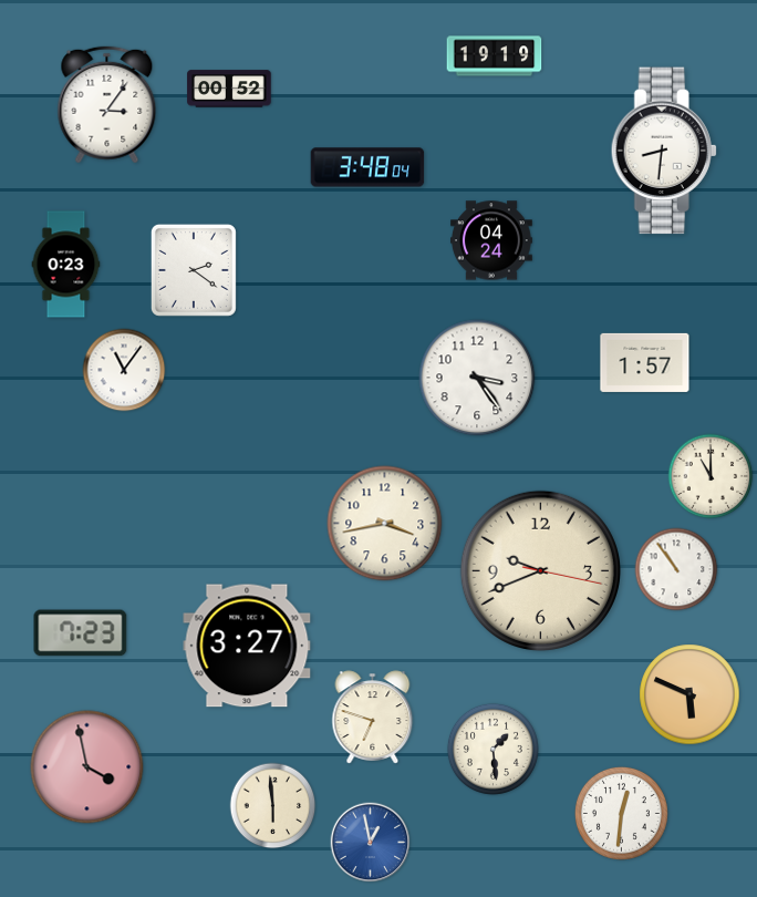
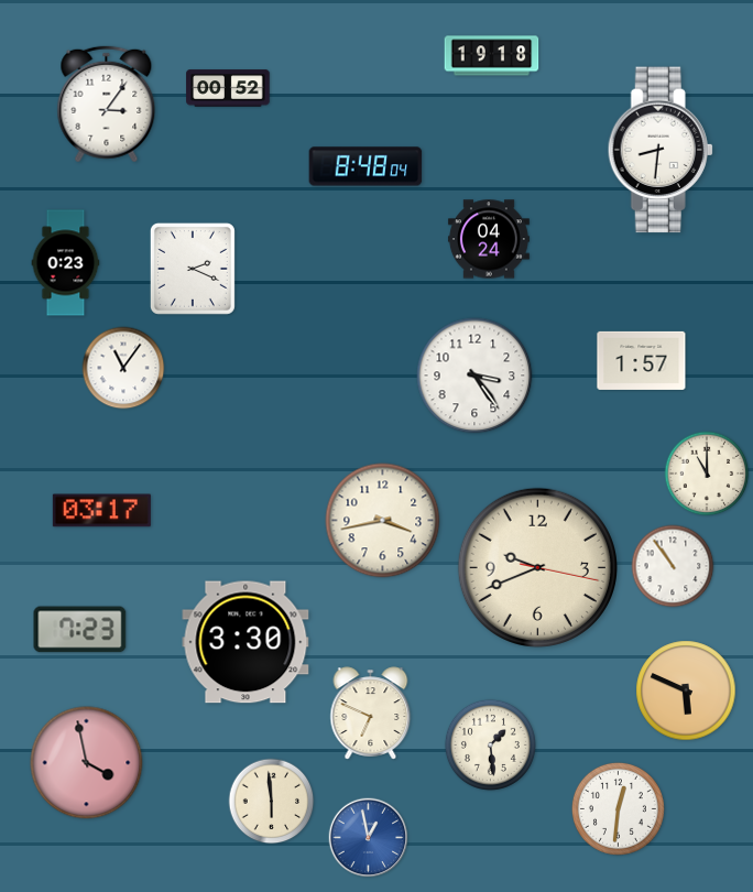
clock at (495, 56): 19:19 -> 19:18
clock at (367, 167): 3:48 -> 8:48
clock at (194, 270): 2:21 -> 2:19
clock at (101, 511): none -> 03:17
clock at (247, 646): 3:27 -> 3:30
clock at (373, 718): 6:48 -> 6:49
